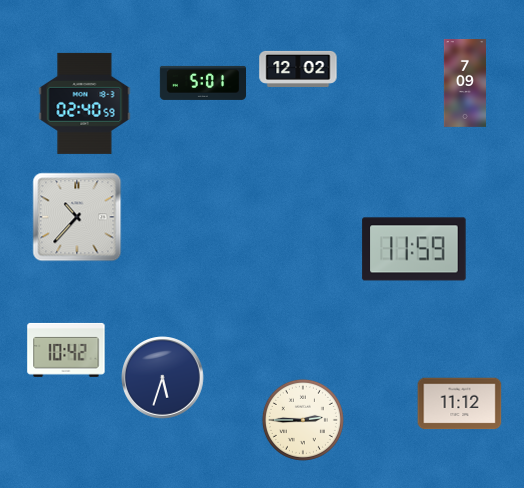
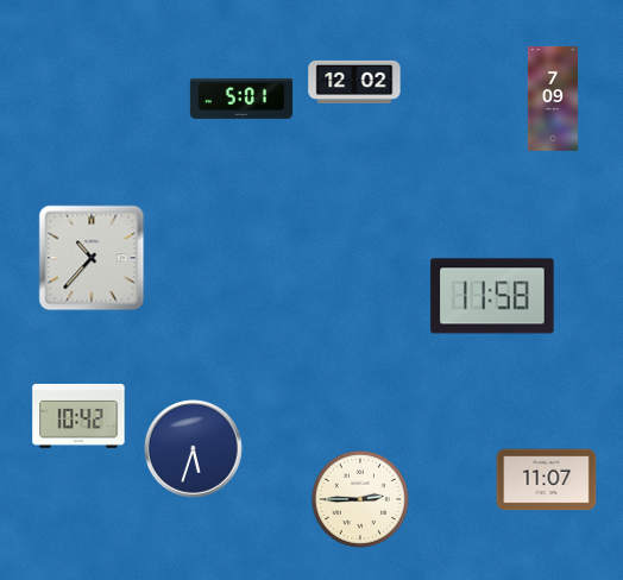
clock at (85, 103): 02:40 -> none
clock at (414, 249): 11:59 -> 11:58
clock at (460, 404): 11:12 -> 11:07
